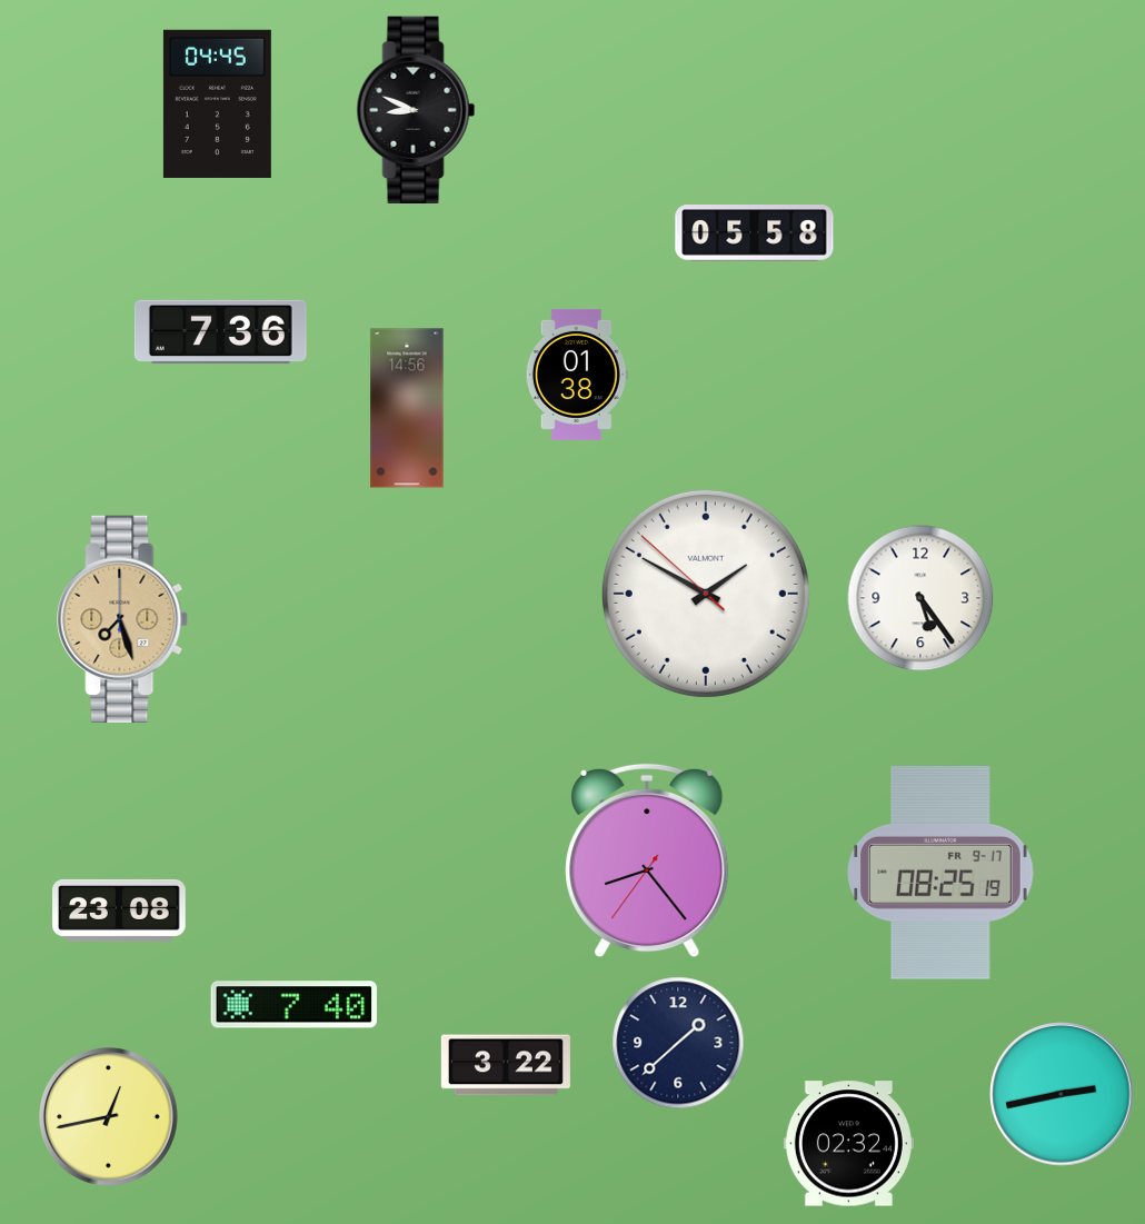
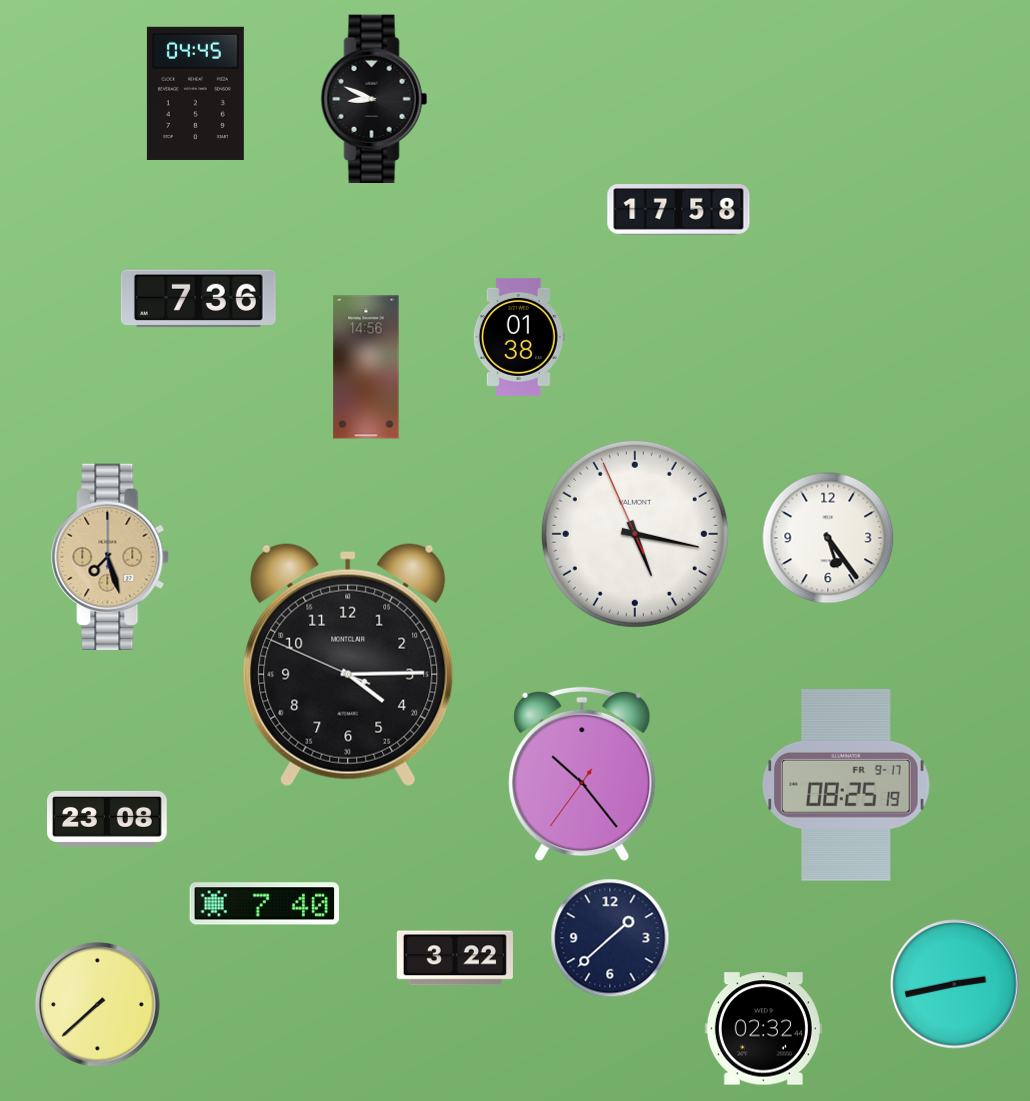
clock at (755, 233): 05:58 -> 17:58
clock at (706, 594): 1:49 -> 5:16
clock at (348, 665): none -> 4:14
clock at (647, 860): 8:23 -> 10:23
clock at (109, 1117): 12:43 -> 7:38
